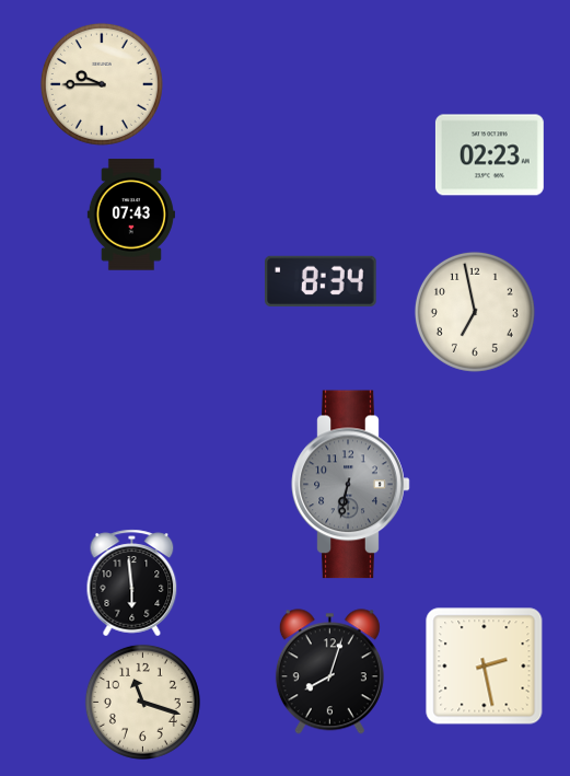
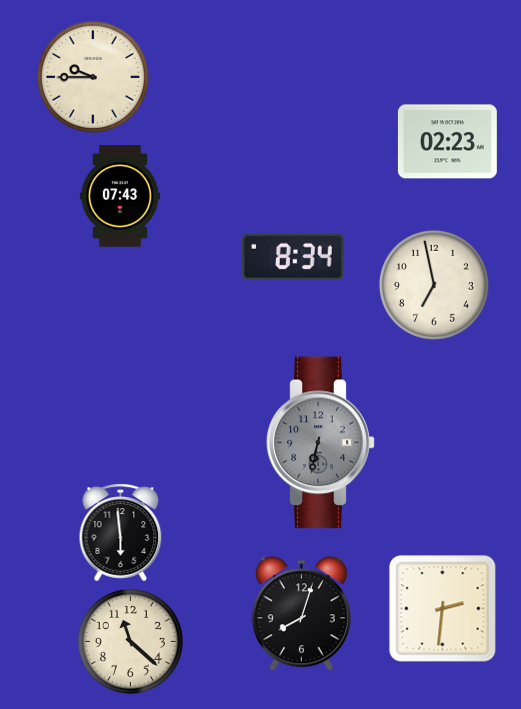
clock at (485, 667): 2:28 -> 2:31
clock at (142, 702): 11:18 -> 11:22
